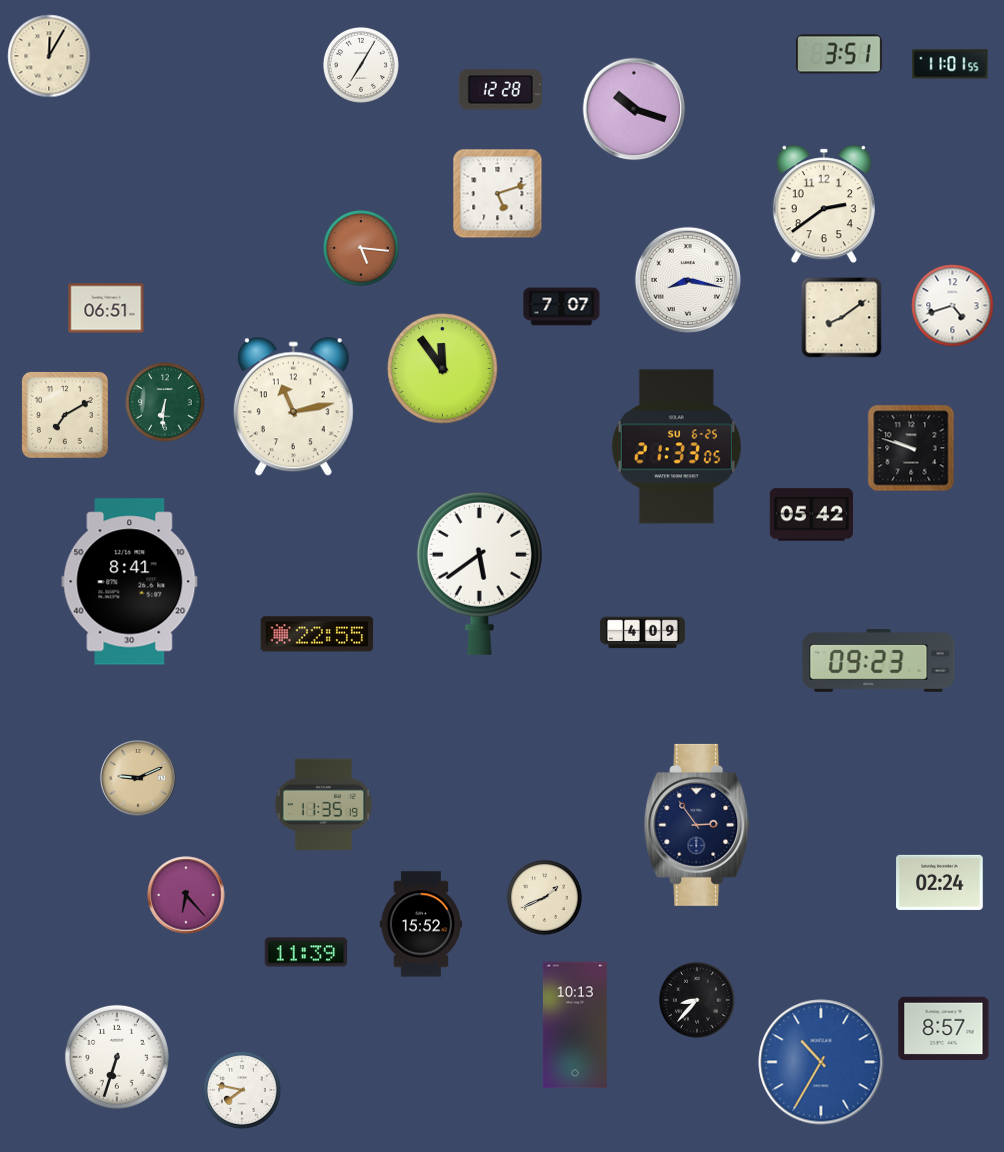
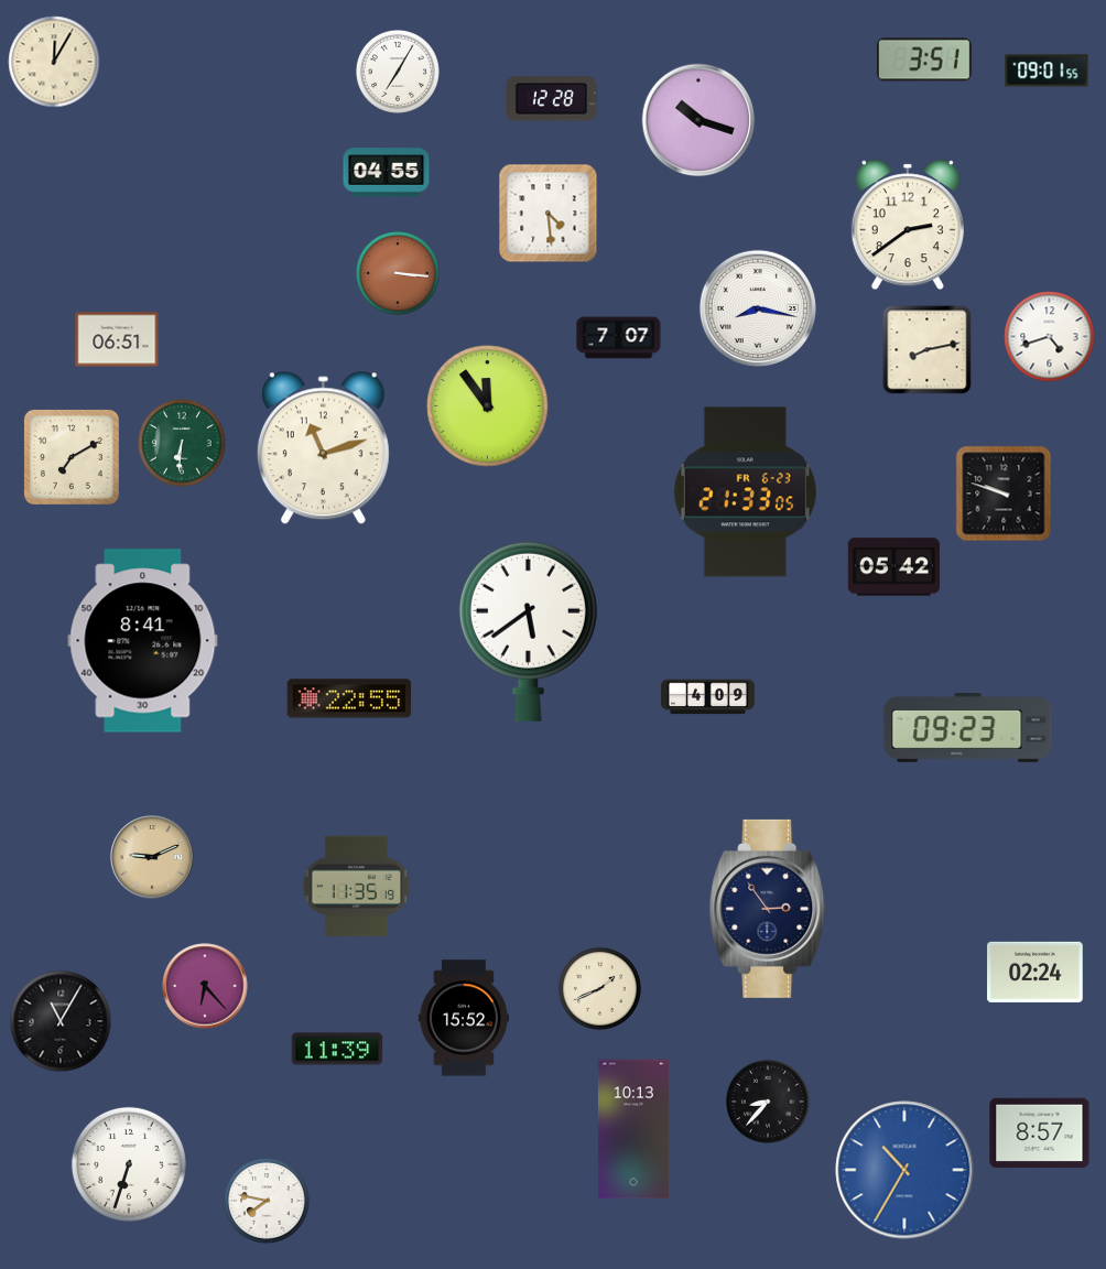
clock at (950, 64): 11:01 -> 09:01
clock at (387, 173): none -> 04:55
clock at (498, 194): 5:12 -> 4:29
clock at (361, 248): 5:16 -> 3:16
clock at (842, 318): 8:09 -> 8:13
clock at (293, 407): 11:13 -> 11:12
clock at (676, 447) date: SU 6-25 -> FR 6-23
clock at (61, 1021): none -> 11:05
